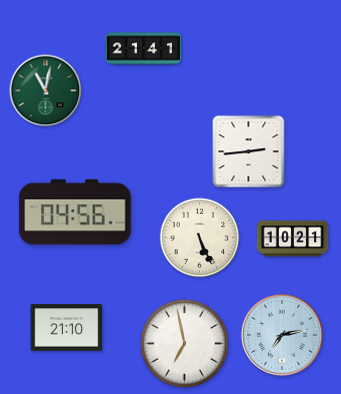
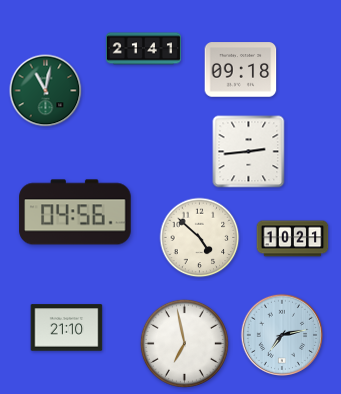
clock at (241, 70): none -> 09:18
clock at (200, 238): 5:26 -> 4:52
